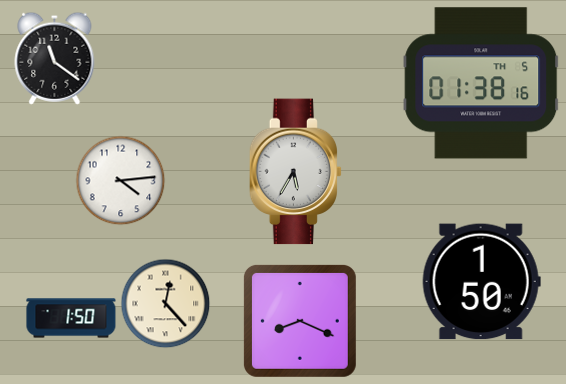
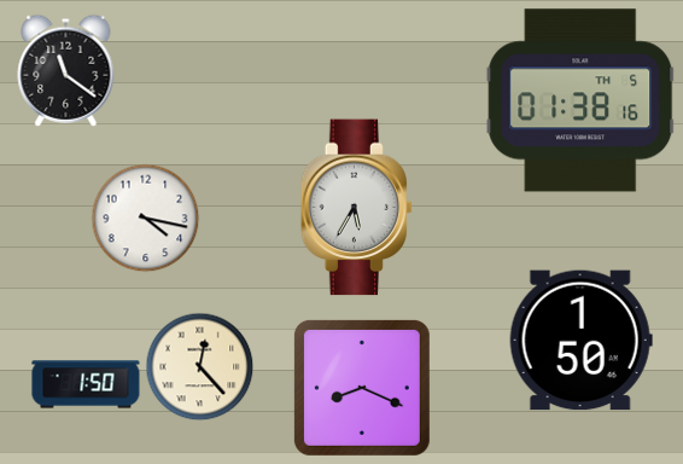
clock at (120, 180): 4:14 -> 4:17
